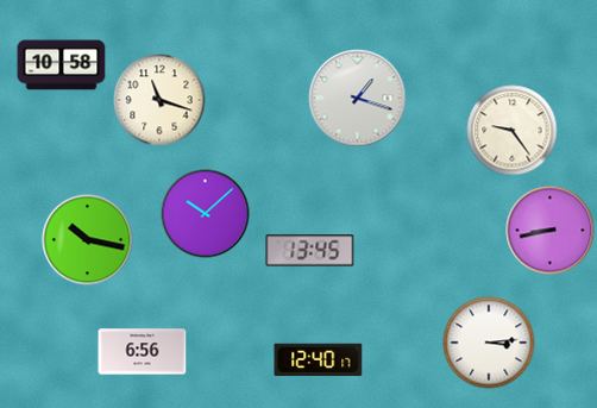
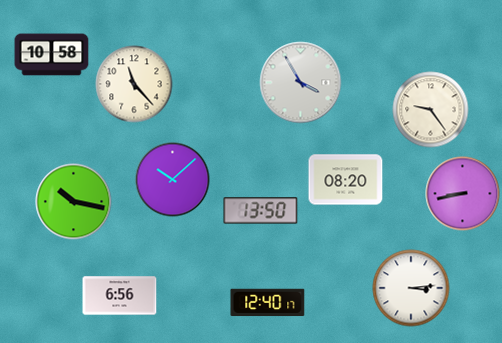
clock at (358, 99): 1:18 -> 3:55
clock at (159, 100): 11:18 -> 11:23
clock at (346, 180): none -> 08:20
clock at (310, 251): 13:45 -> 13:50
